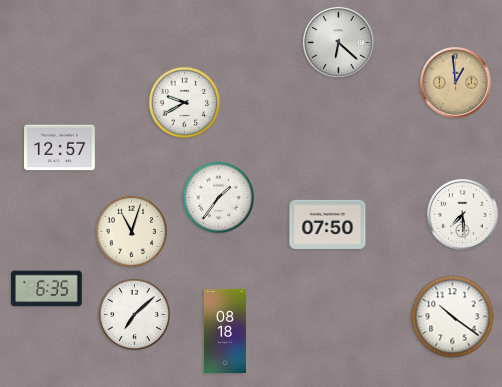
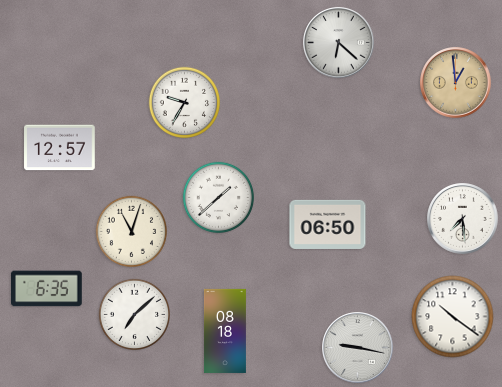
clock at (184, 102): 9:40 -> 9:35
clock at (218, 197): 1:36 -> 1:38
clock at (463, 215) position: (463, 215) -> (463, 219)
clock at (328, 224): 07:50 -> 06:50
clock at (358, 348): none -> 9:17
